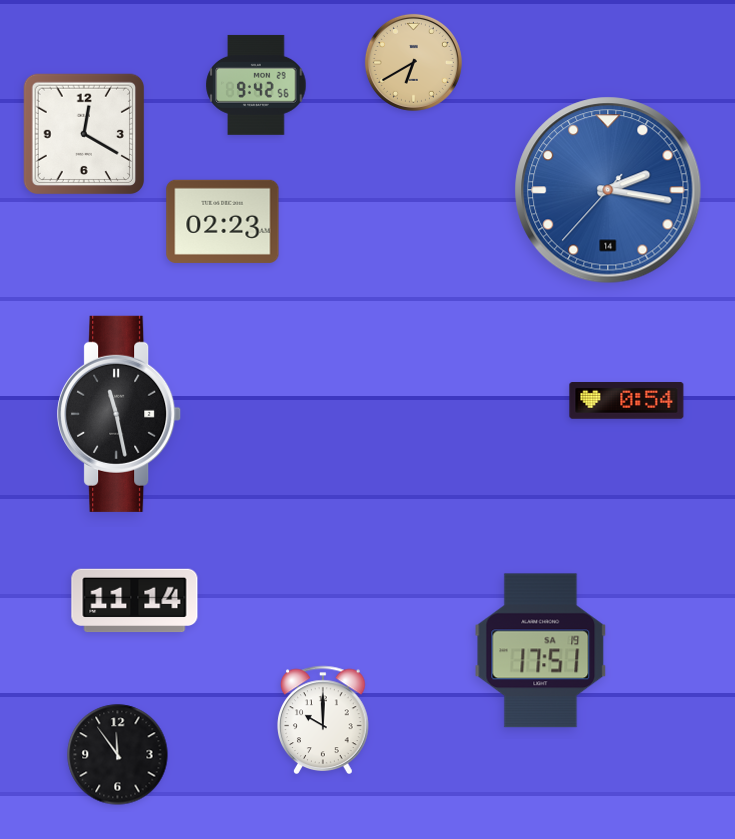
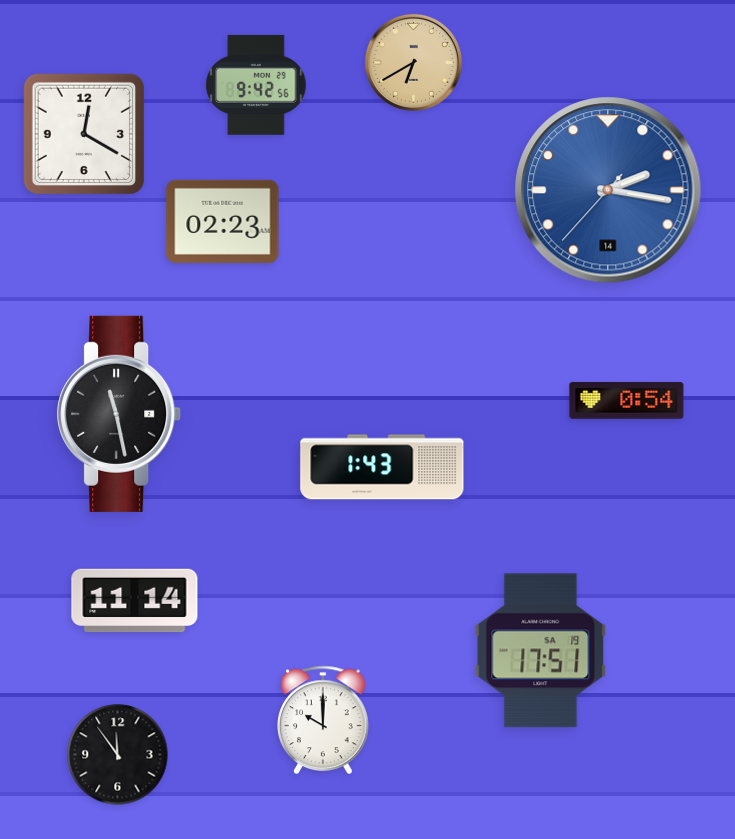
clock at (382, 467): none -> 1:43
